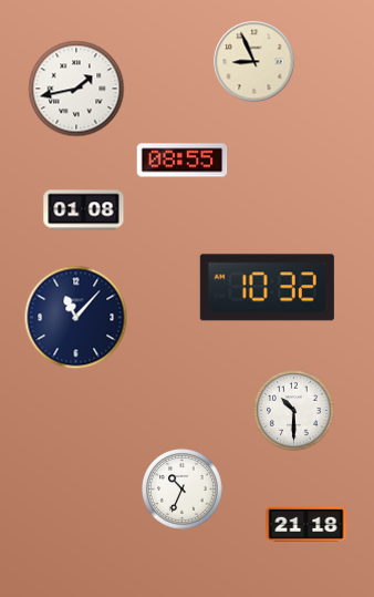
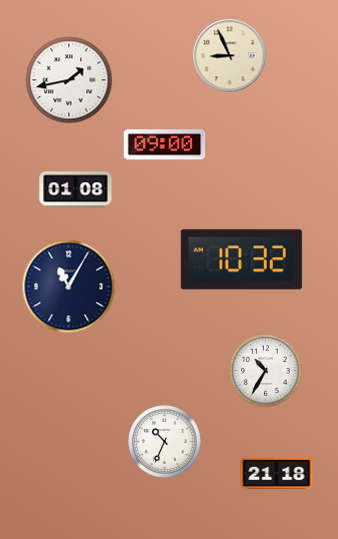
clock at (183, 161): 08:55 -> 09:00
clock at (76, 318): 11:07 -> 11:05
clock at (294, 411): 10:30 -> 10:35
